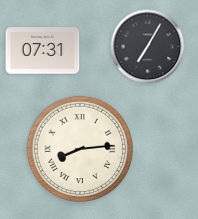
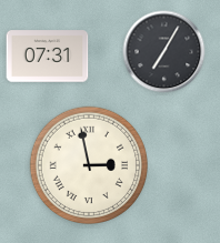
clock at (79, 148): 8:14 -> 2:58
